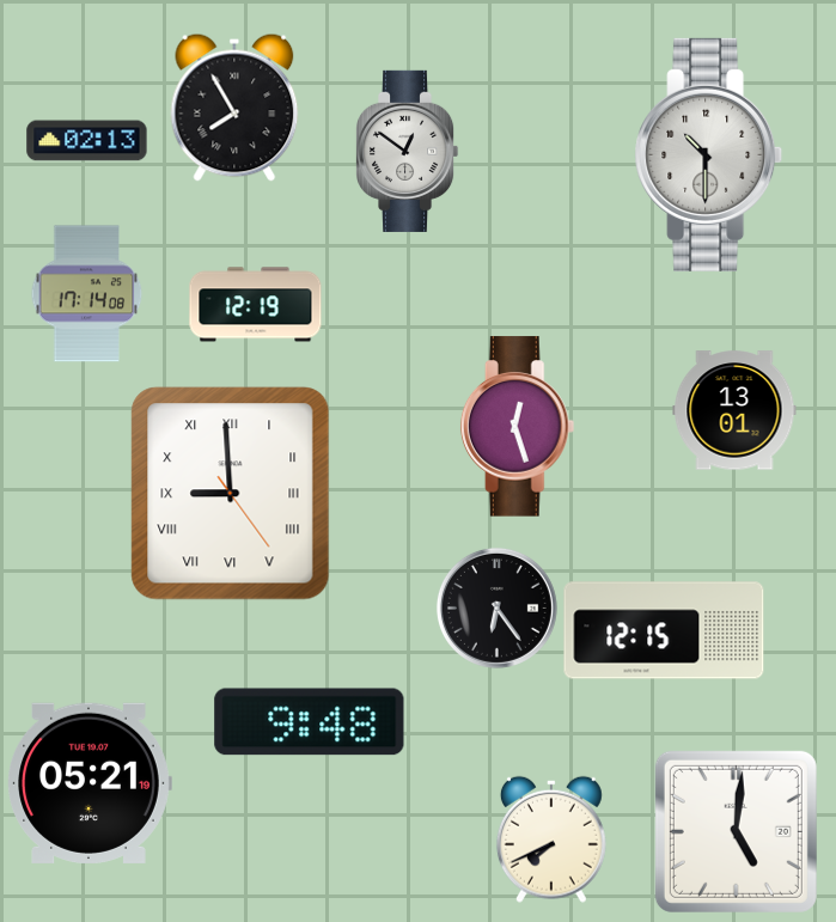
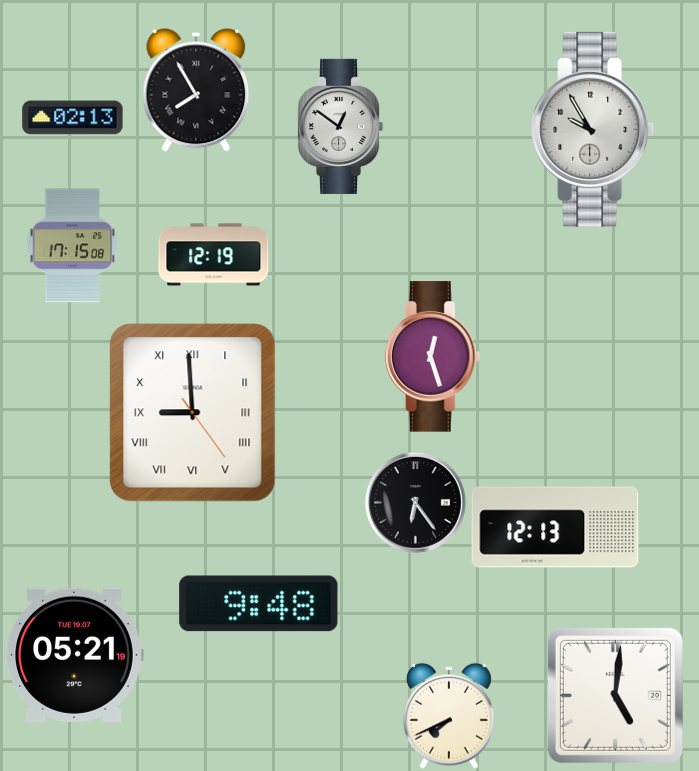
clock at (709, 154): 10:30 -> 9:55
clock at (87, 294): 17:14 -> 17:15
clock at (734, 410): 13:01 -> none
clock at (496, 607) position: (496, 607) -> (415, 502)
clock at (664, 630): 12:15 -> 12:13
clock at (551, 839) position: (551, 839) -> (449, 716)
